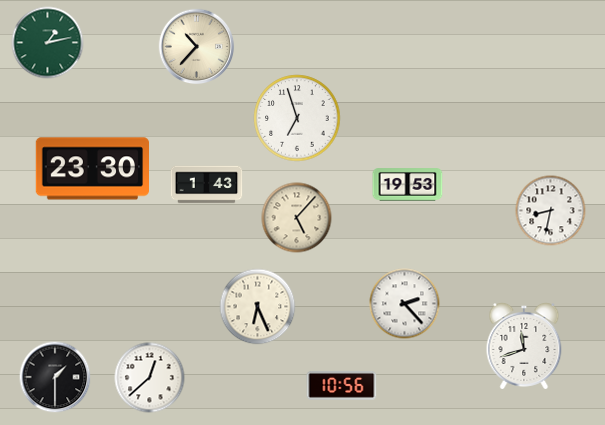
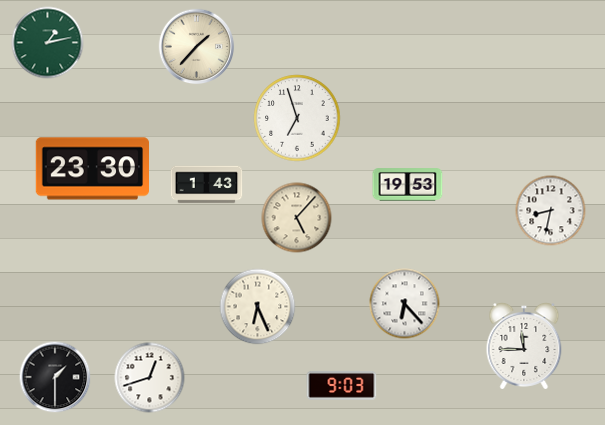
clock at (197, 47): 10:37 -> 1:37
clock at (405, 304): 2:23 -> 6:23
clock at (524, 347): 11:42 -> 11:45
clock at (150, 378): 12:38 -> 12:42
clock at (342, 385): 10:56 -> 9:03
